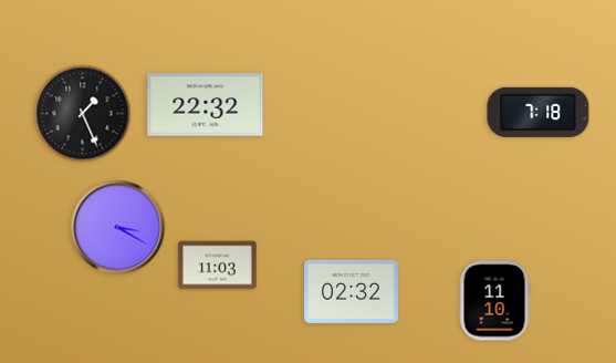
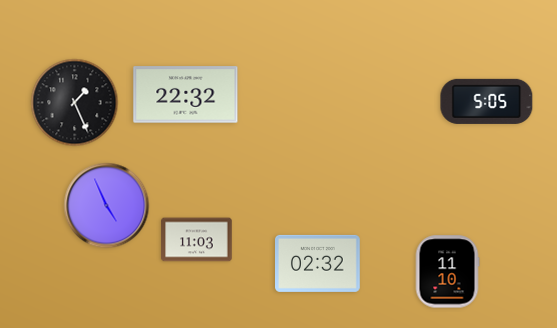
clock at (539, 112): 7:18 -> 5:05
clock at (118, 228): 3:20 -> 4:56
